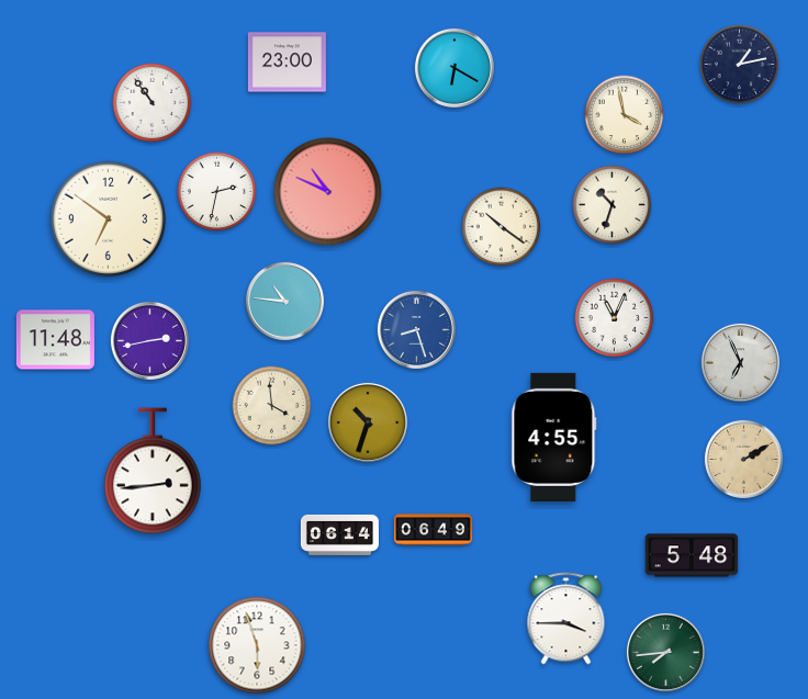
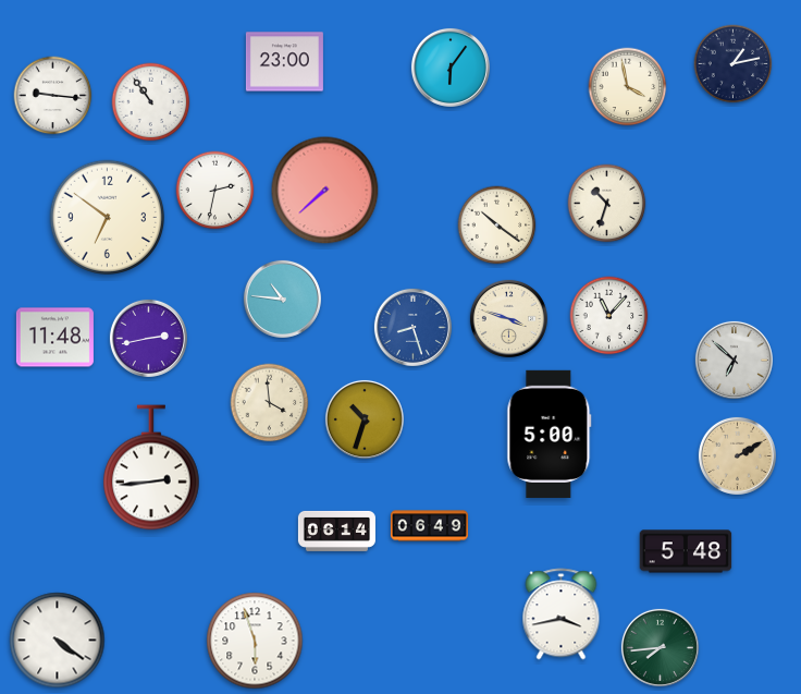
clock at (454, 68): 6:20 -> 6:06
clock at (53, 96): none -> 9:16
clock at (625, 115) position: (625, 115) -> (628, 87)
clock at (328, 192): 10:49 -> 7:38
clock at (615, 318): 11:04 -> 11:07
clock at (508, 318): none -> 3:48
clock at (740, 362): 6:56 -> 6:52
clock at (554, 437): 4:55 -> 5:00
clock at (566, 619): 3:45 -> 3:43
clock at (58, 641): none -> 4:21
